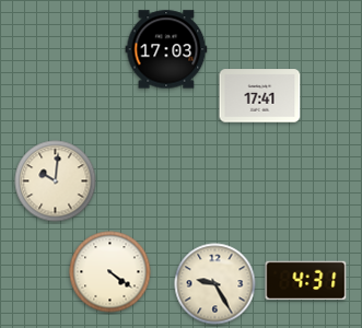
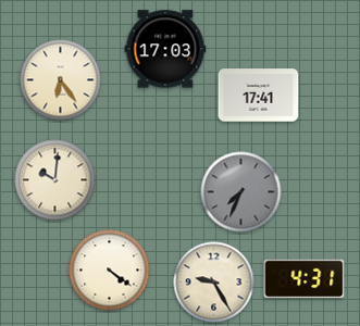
clock at (61, 80): none -> 6:24
clock at (241, 192): none -> 7:34
